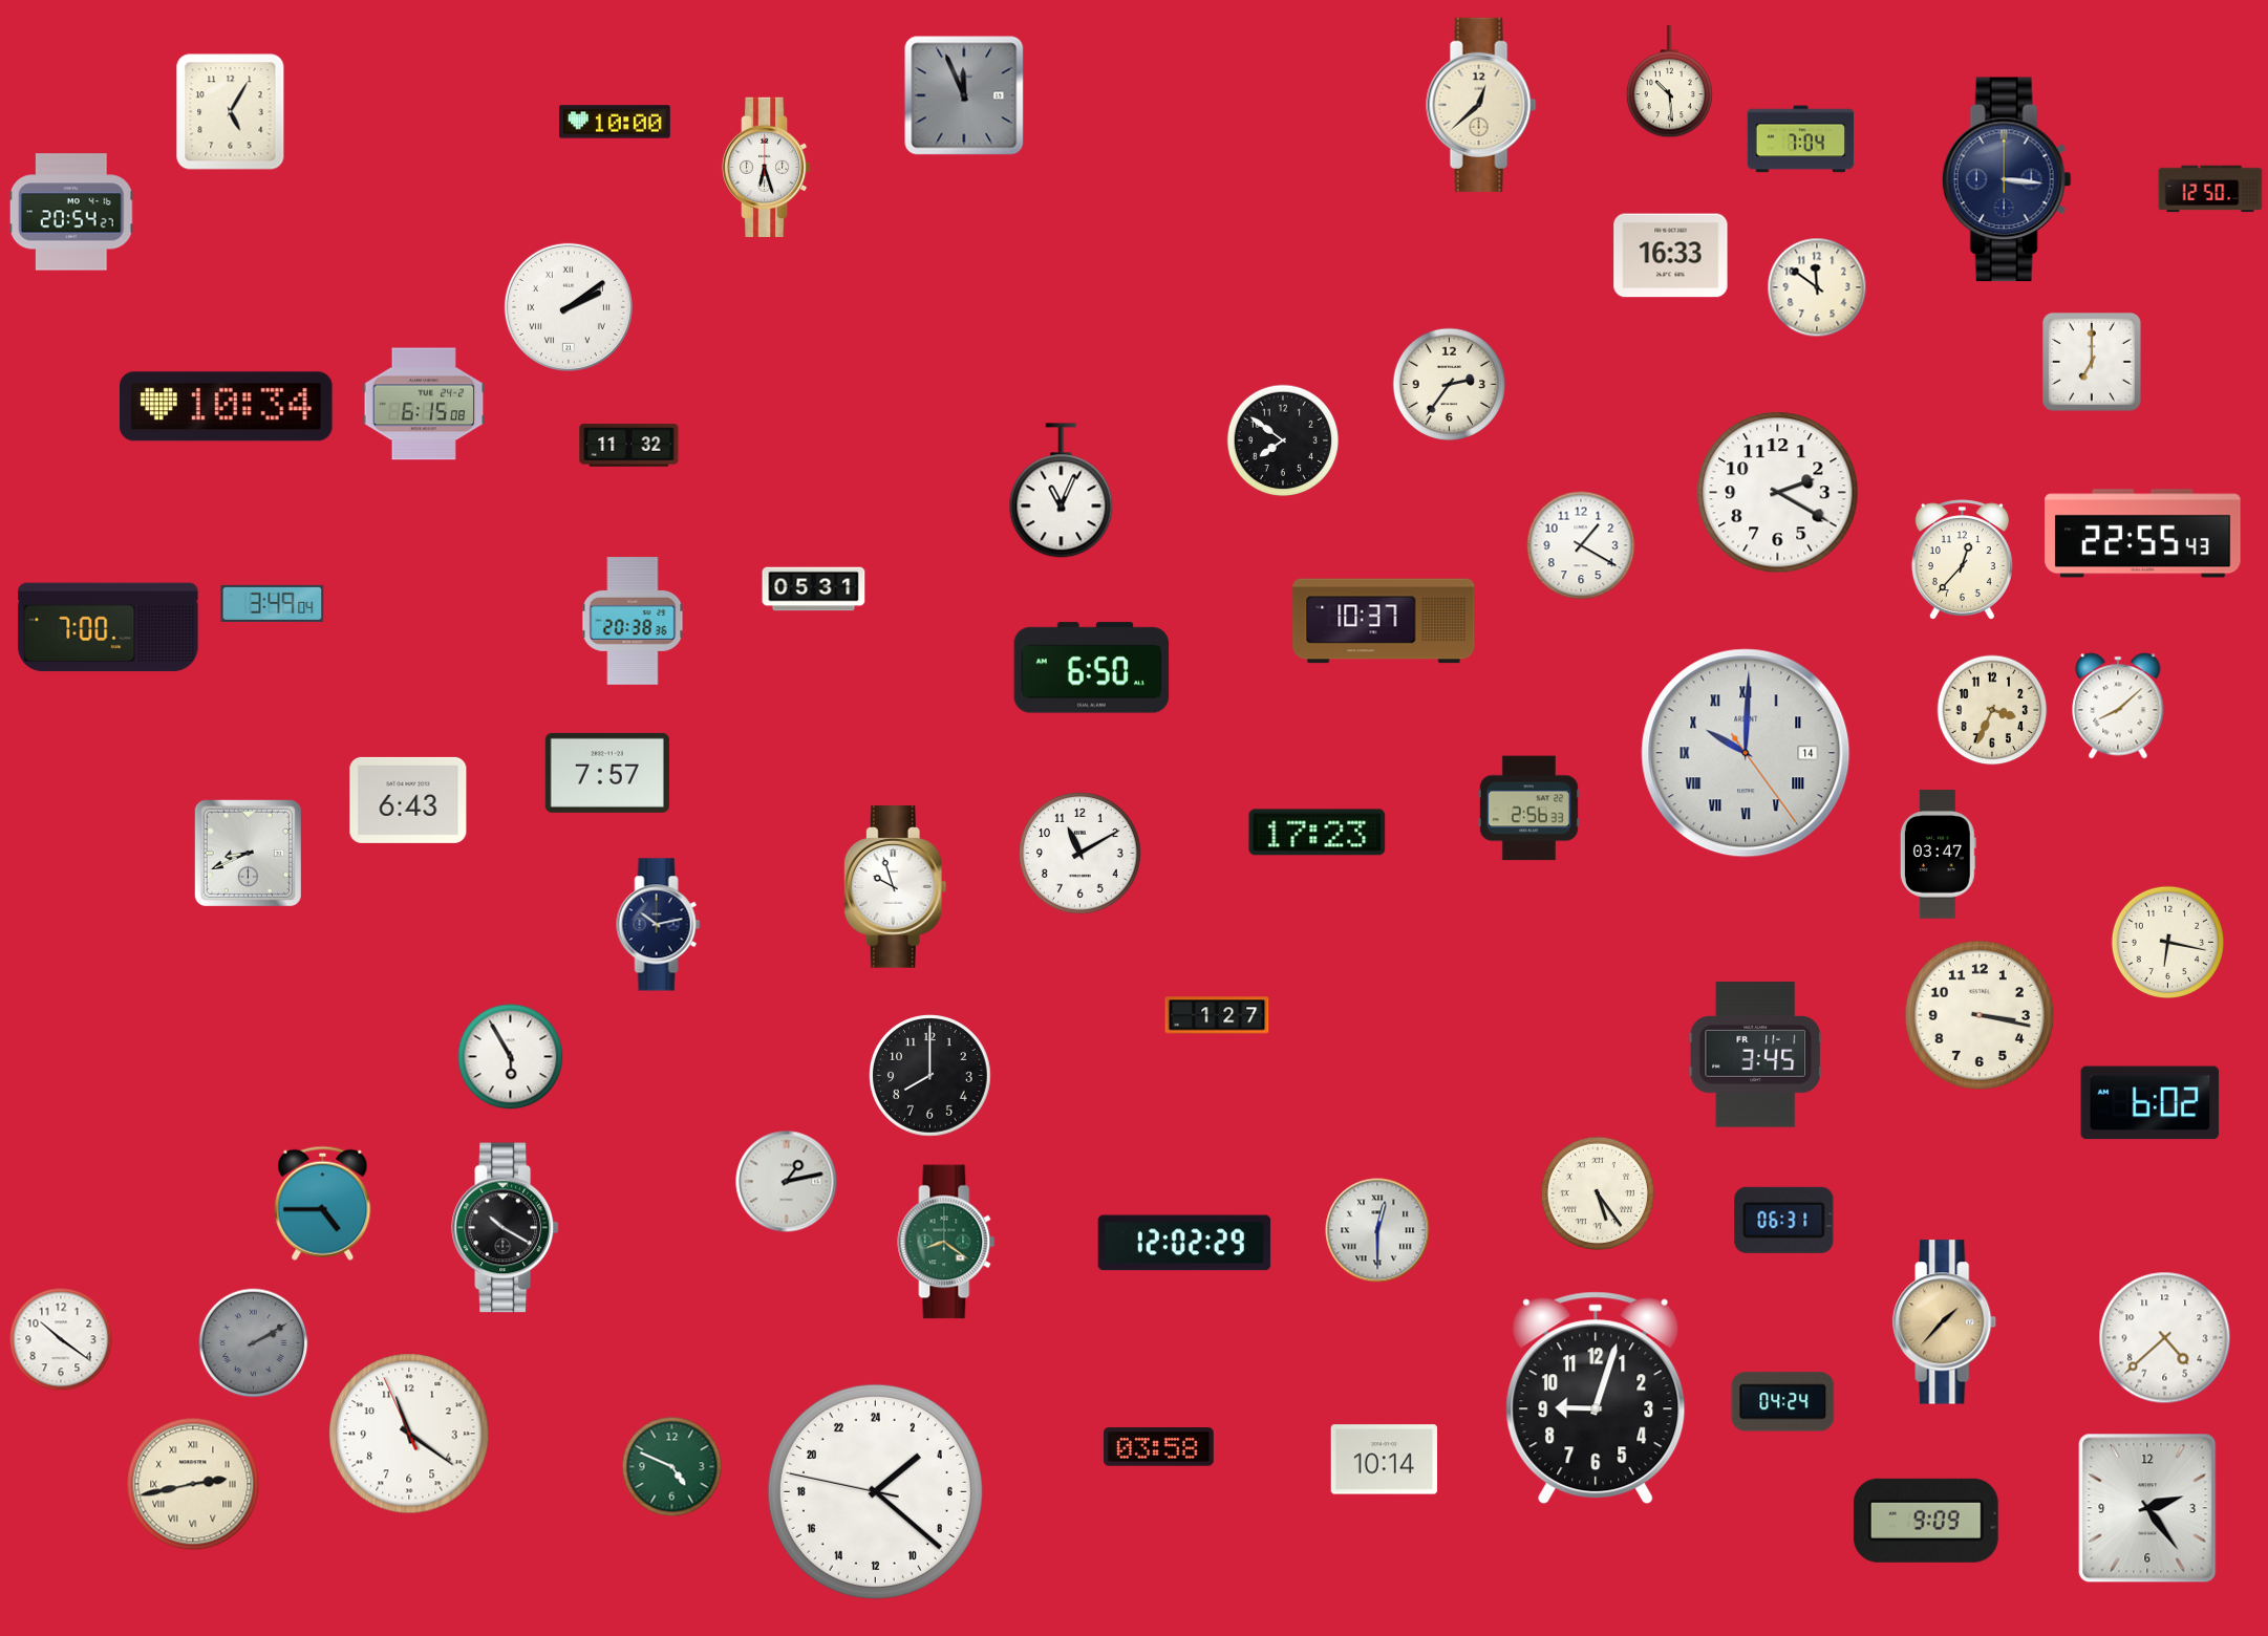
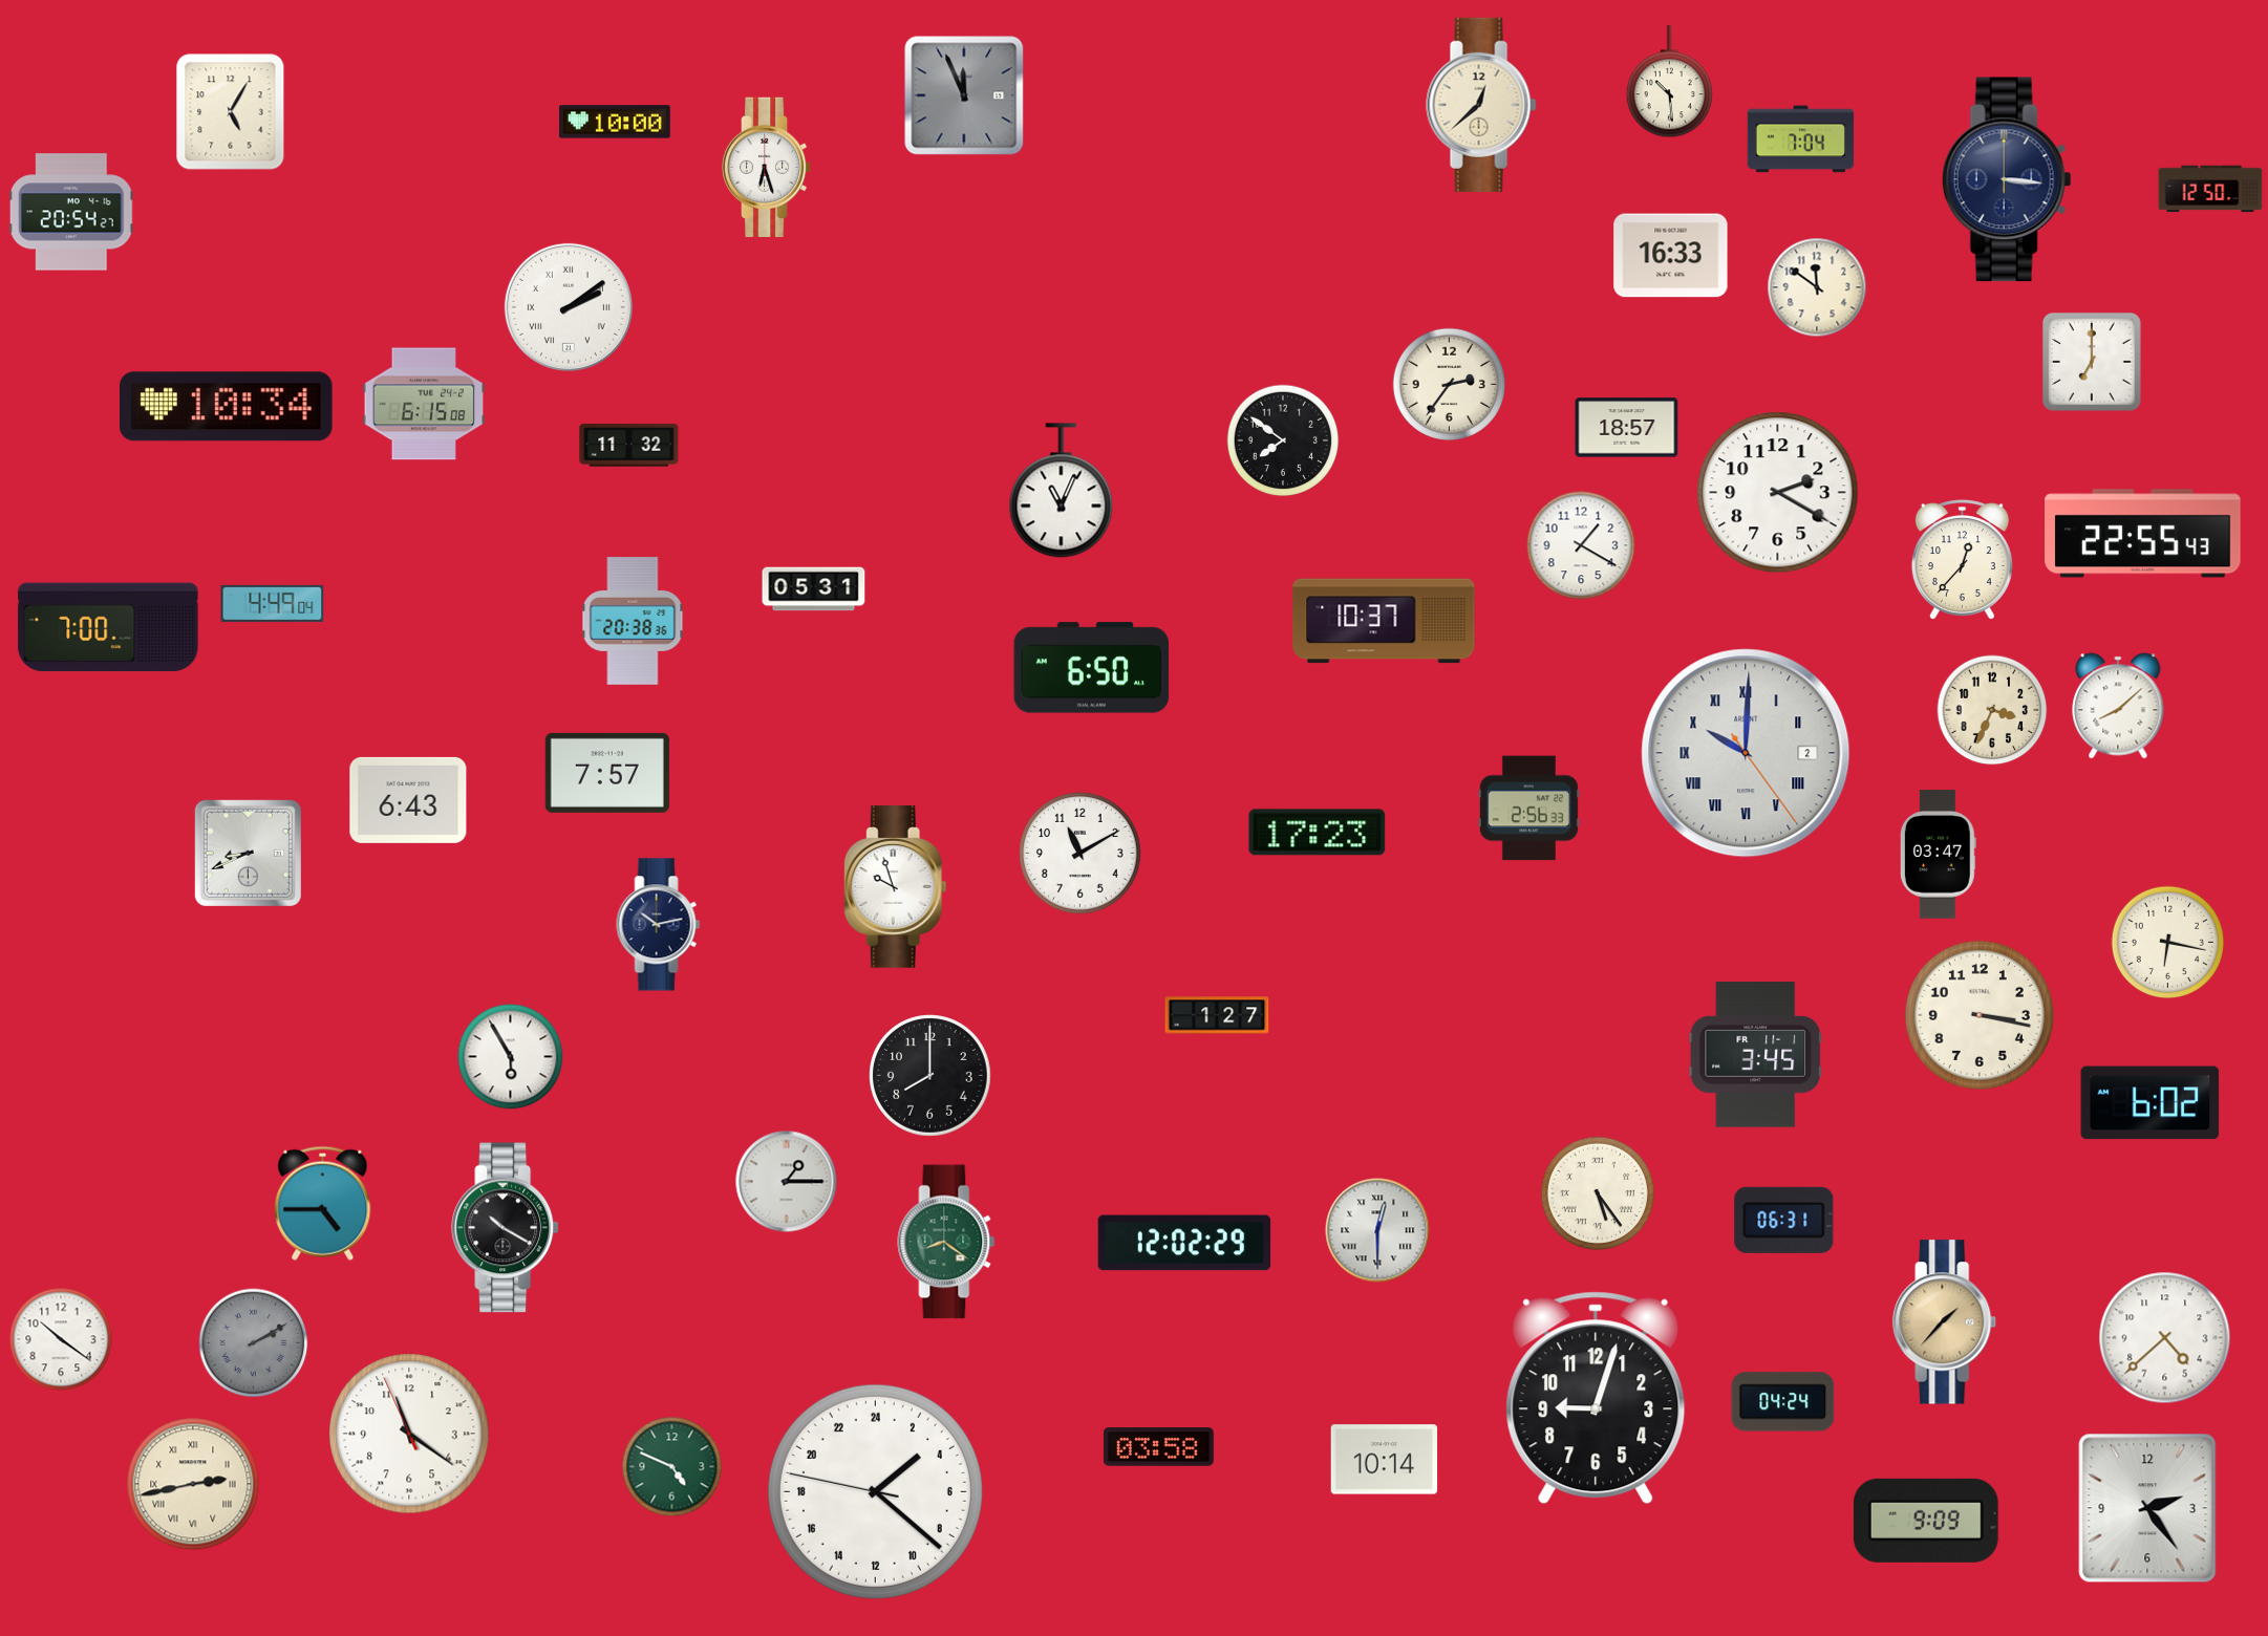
clock at (1627, 428): none -> 18:57
clock at (273, 603): 3:49 -> 4:49
clock at (1746, 753) date: 14 -> 2
clock at (787, 1182): 1:13 -> 1:15
